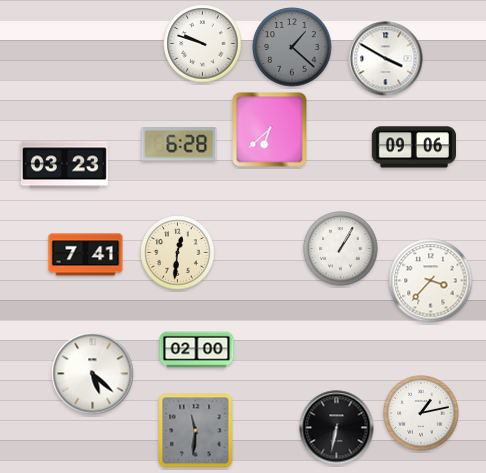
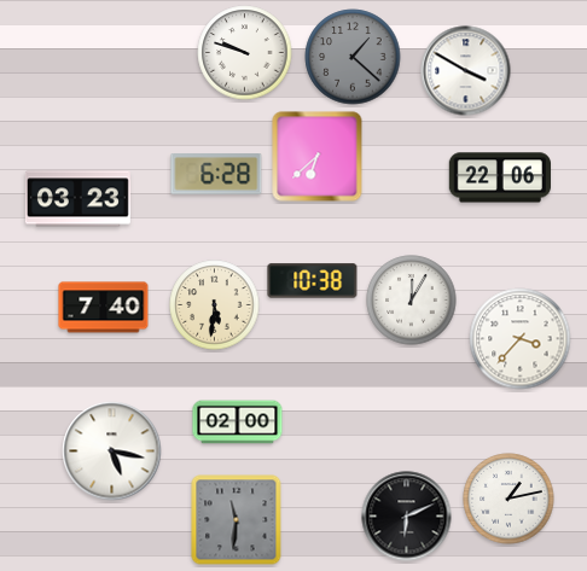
clock at (270, 130) position: (270, 130) -> (318, 157)
clock at (413, 147): 09:06 -> 22:06
clock at (313, 281): none -> 10:38
clock at (341, 249): 1:05 -> 12:05
clock at (178, 253): 12:31 -> 5:31
clock at (86, 255): 7:41 -> 7:40
clock at (93, 374): 5:22 -> 5:17
clock at (337, 428): 6:32 -> 6:11
